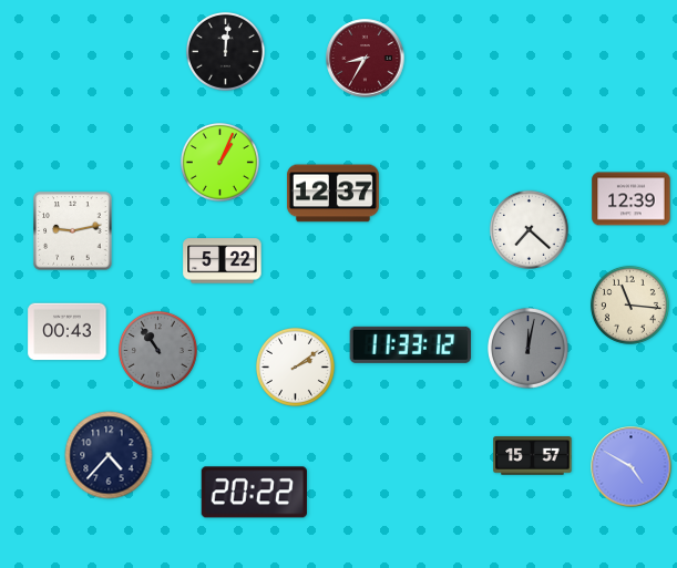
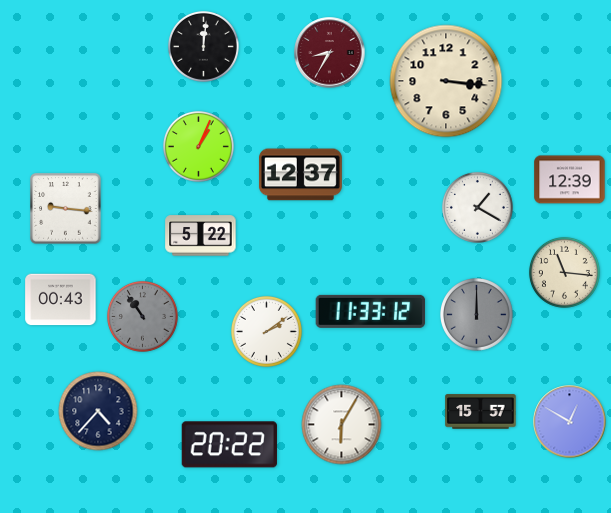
clock at (446, 81): none -> 3:16
clock at (529, 229): 7:22 -> 1:20
clock at (73, 231): 9:13 -> 9:16
clock at (629, 304) position: (629, 304) -> (564, 272)
clock at (529, 349): 12:02 -> 12:00
clock at (632, 467): 4:50 -> 12:50
clock at (342, 425): none -> 6:05
